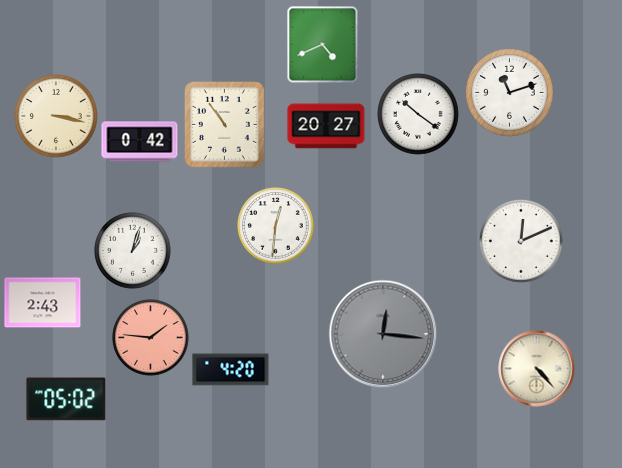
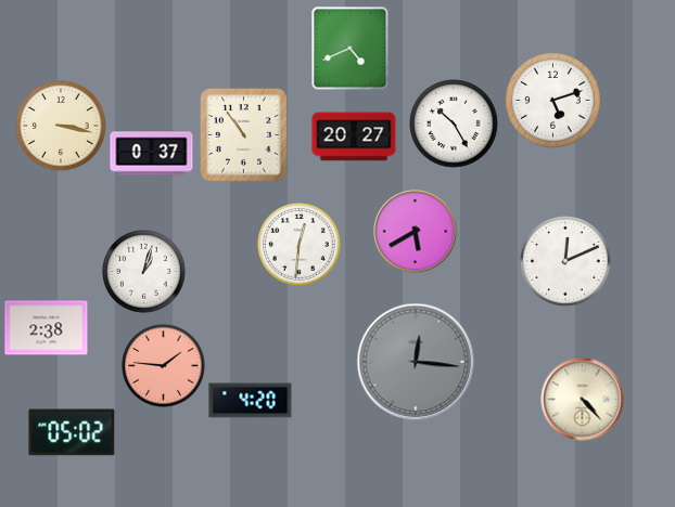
clock at (509, 92): 11:12 -> 5:12
clock at (419, 115): 10:21 -> 10:25
clock at (140, 142): 0:42 -> 0:37
clock at (416, 232): none -> 5:40
clock at (43, 303): 2:43 -> 2:38
